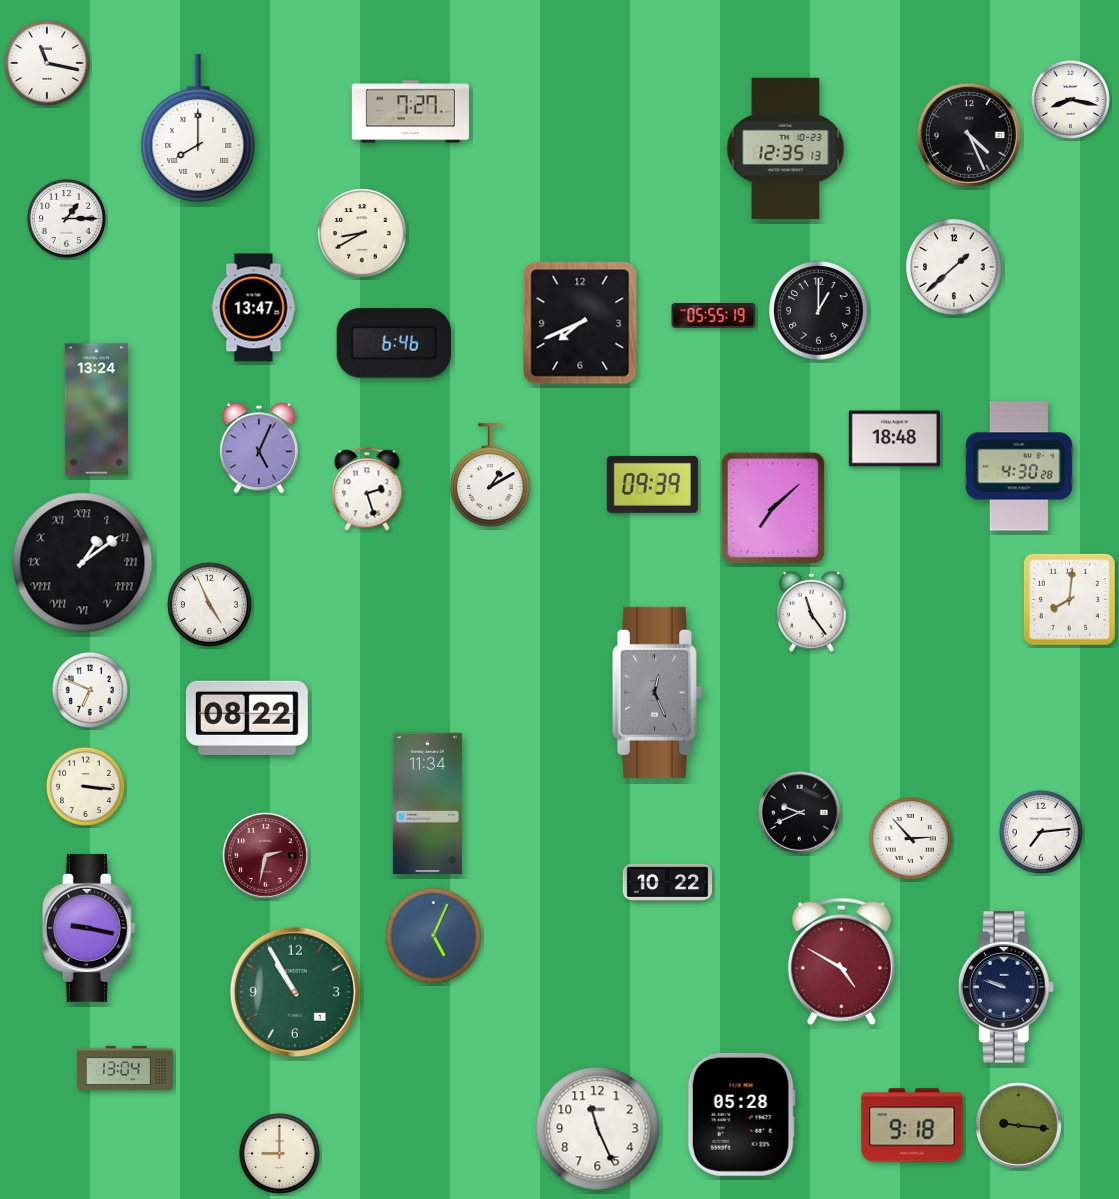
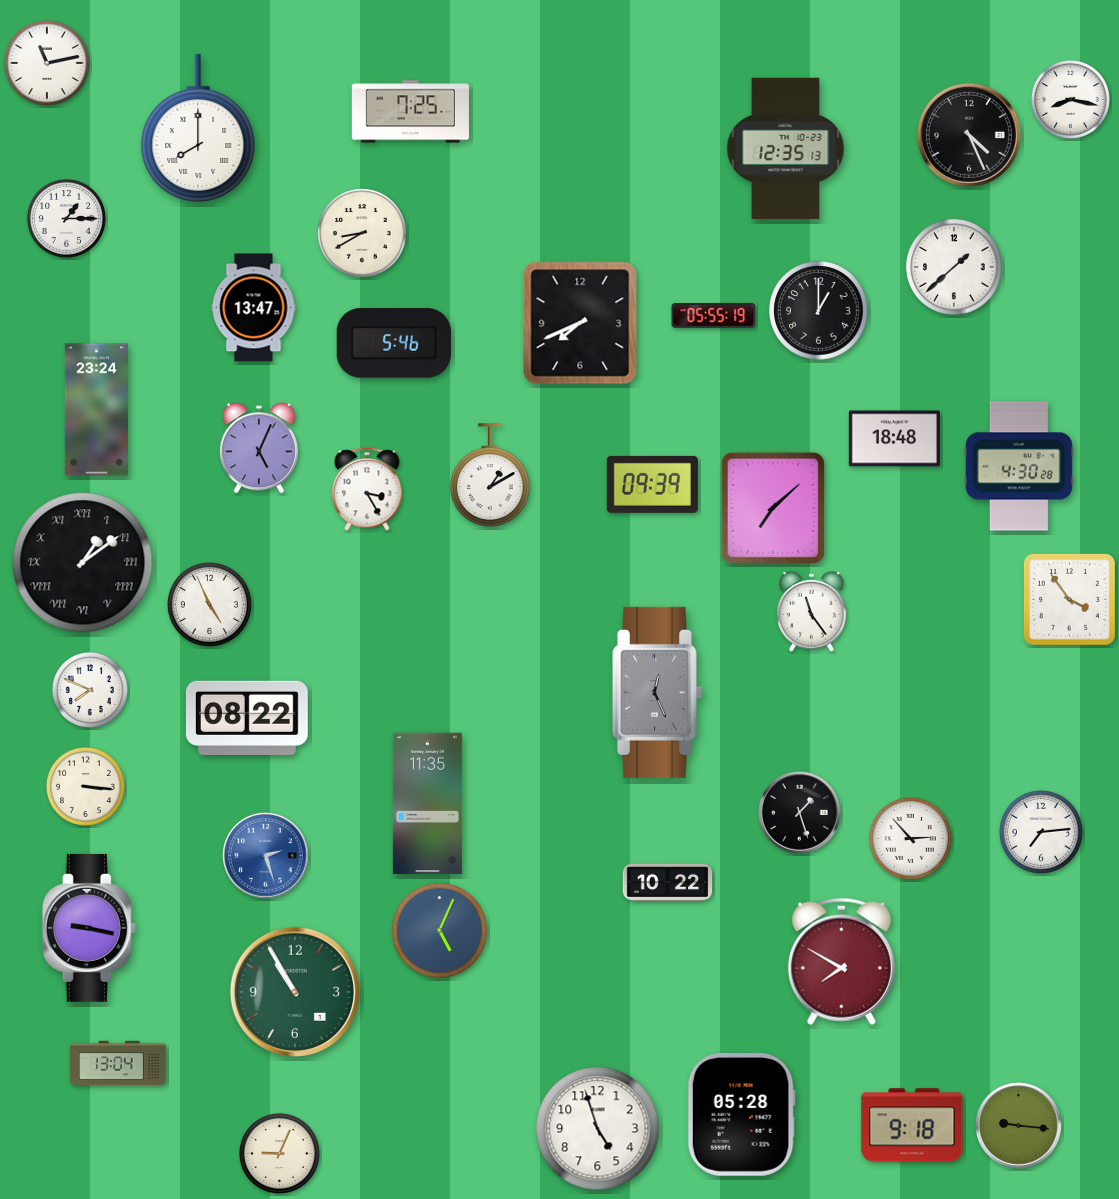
clock at (47, 63): 11:17 -> 11:13
clock at (410, 112): 7:27 -> 7:25
clock at (394, 343): 6:46 -> 5:46
clock at (96, 410): 13:24 -> 23:24
clock at (367, 489): 2:27 -> 3:25
clock at (1069, 599): 8:01 -> 3:54
clock at (90, 690): 6:49 -> 7:49
clock at (427, 804): 11:34 -> 11:35
clock at (800, 813): 9:41 -> 1:27
clock at (266, 856): 2:32 -> 2:27
clock at (266, 856) dial: burgundy -> blue
clock at (434, 936) position: (434, 936) -> (440, 931)
clock at (841, 961): 4:50 -> 7:50
clock at (1006, 987): 9:48 -> none
clock at (125, 1068) position: (125, 1068) -> (118, 1063)
clock at (598, 1129): 11:26 -> 4:57
clock at (279, 1153): 9:00 -> 9:04
